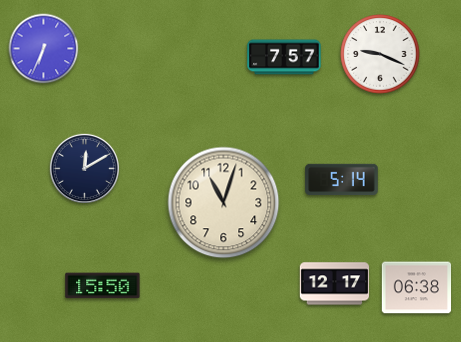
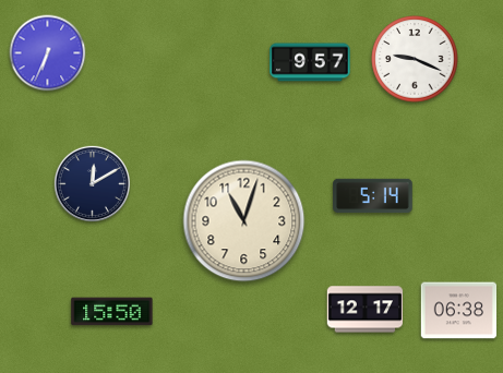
clock at (284, 57): 7:57 -> 9:57
clock at (417, 288) position: (417, 288) -> (459, 311)
